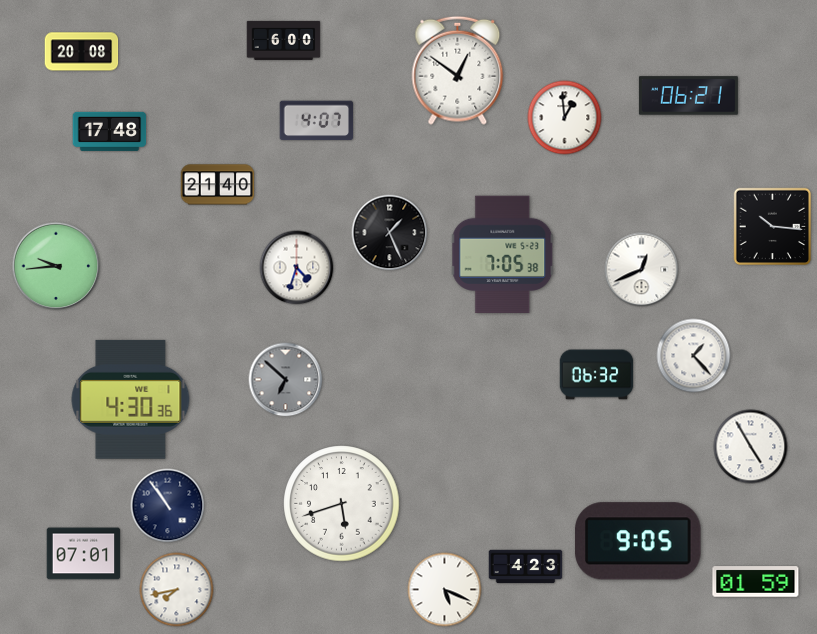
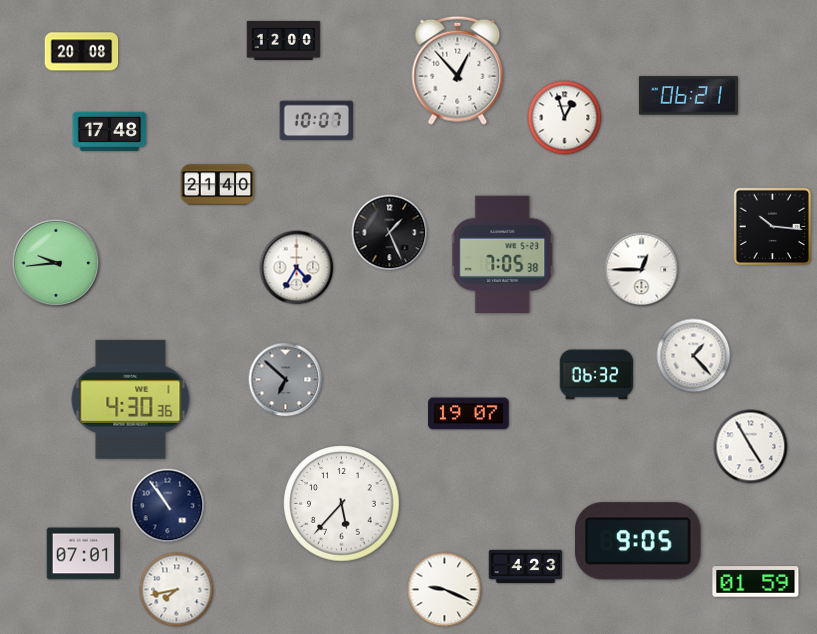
clock at (284, 40): 6:00 -> 12:00
clock at (458, 70): 12:51 -> 12:53
clock at (565, 118): 12:59 -> 12:57
clock at (317, 121): 4:07 -> 10:07
clock at (56, 266) position: (56, 266) -> (56, 263)
clock at (297, 268): 4:33 -> 4:35
clock at (642, 270): 12:41 -> 12:45
clock at (469, 414): none -> 19:07
clock at (342, 504): 5:42 -> 5:37
clock at (445, 590): 5:19 -> 9:19
